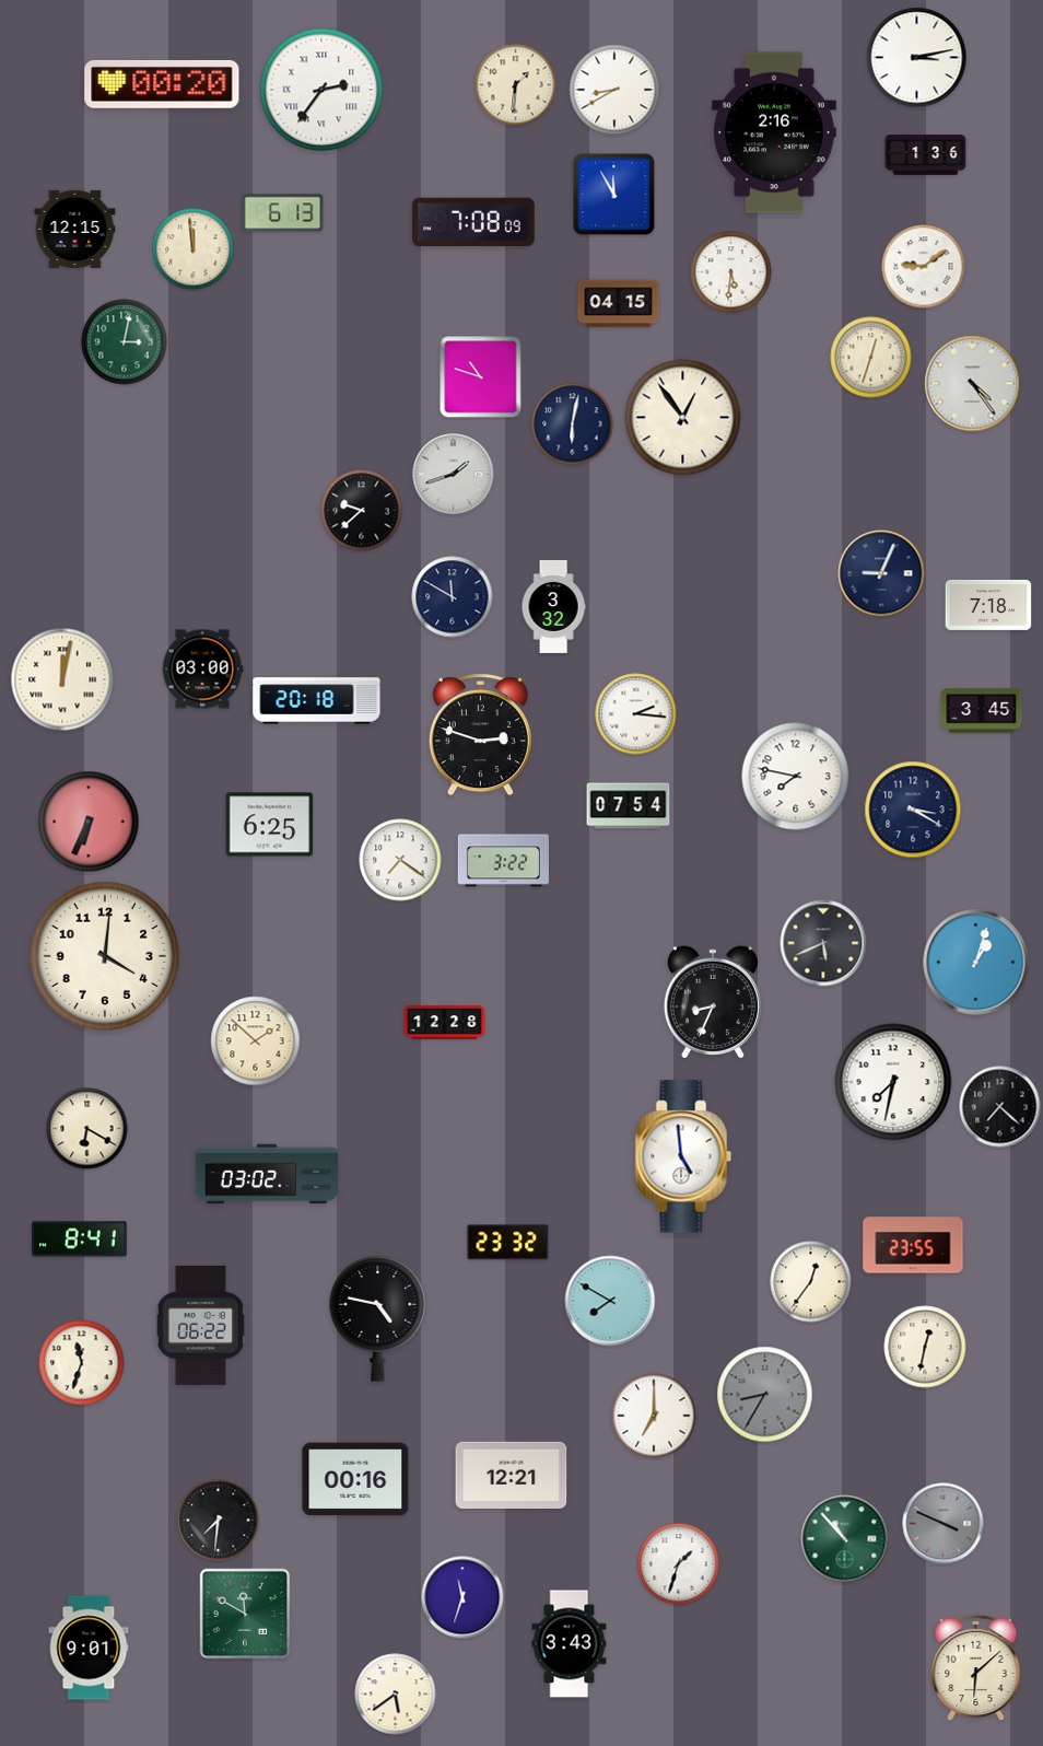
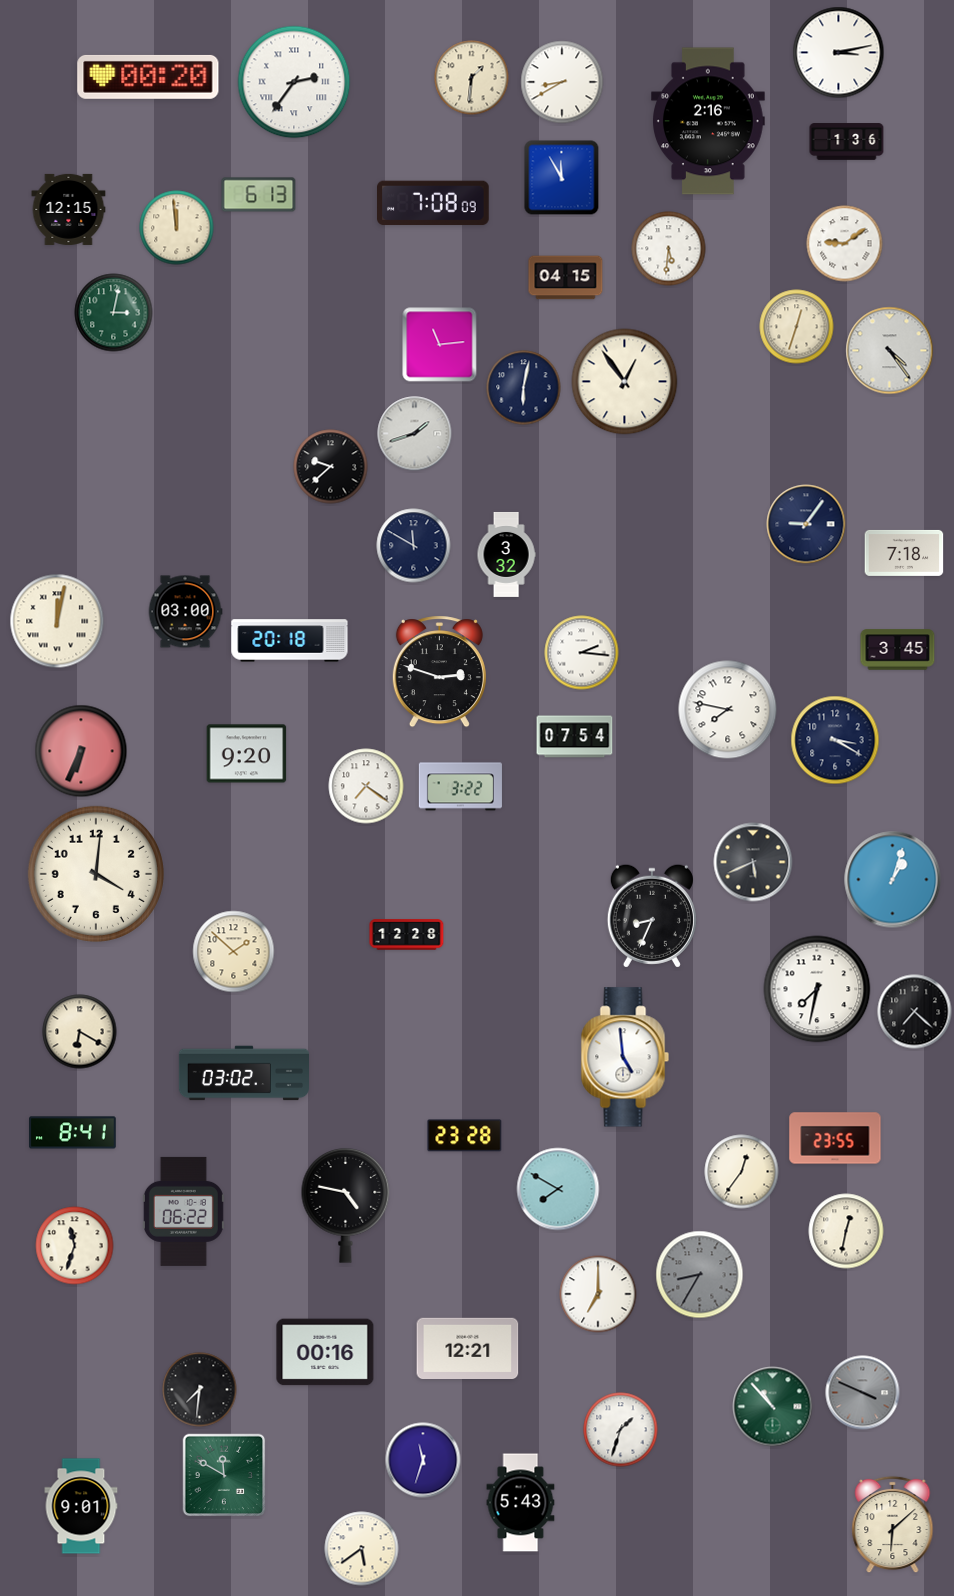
clock at (481, 377): 10:48 -> 11:14
clock at (881, 573): 9:04 -> 9:06
clock at (270, 825): 6:25 -> 9:20
clock at (508, 1243): 23:32 -> 23:28
clock at (570, 1644): 3:43 -> 5:43
